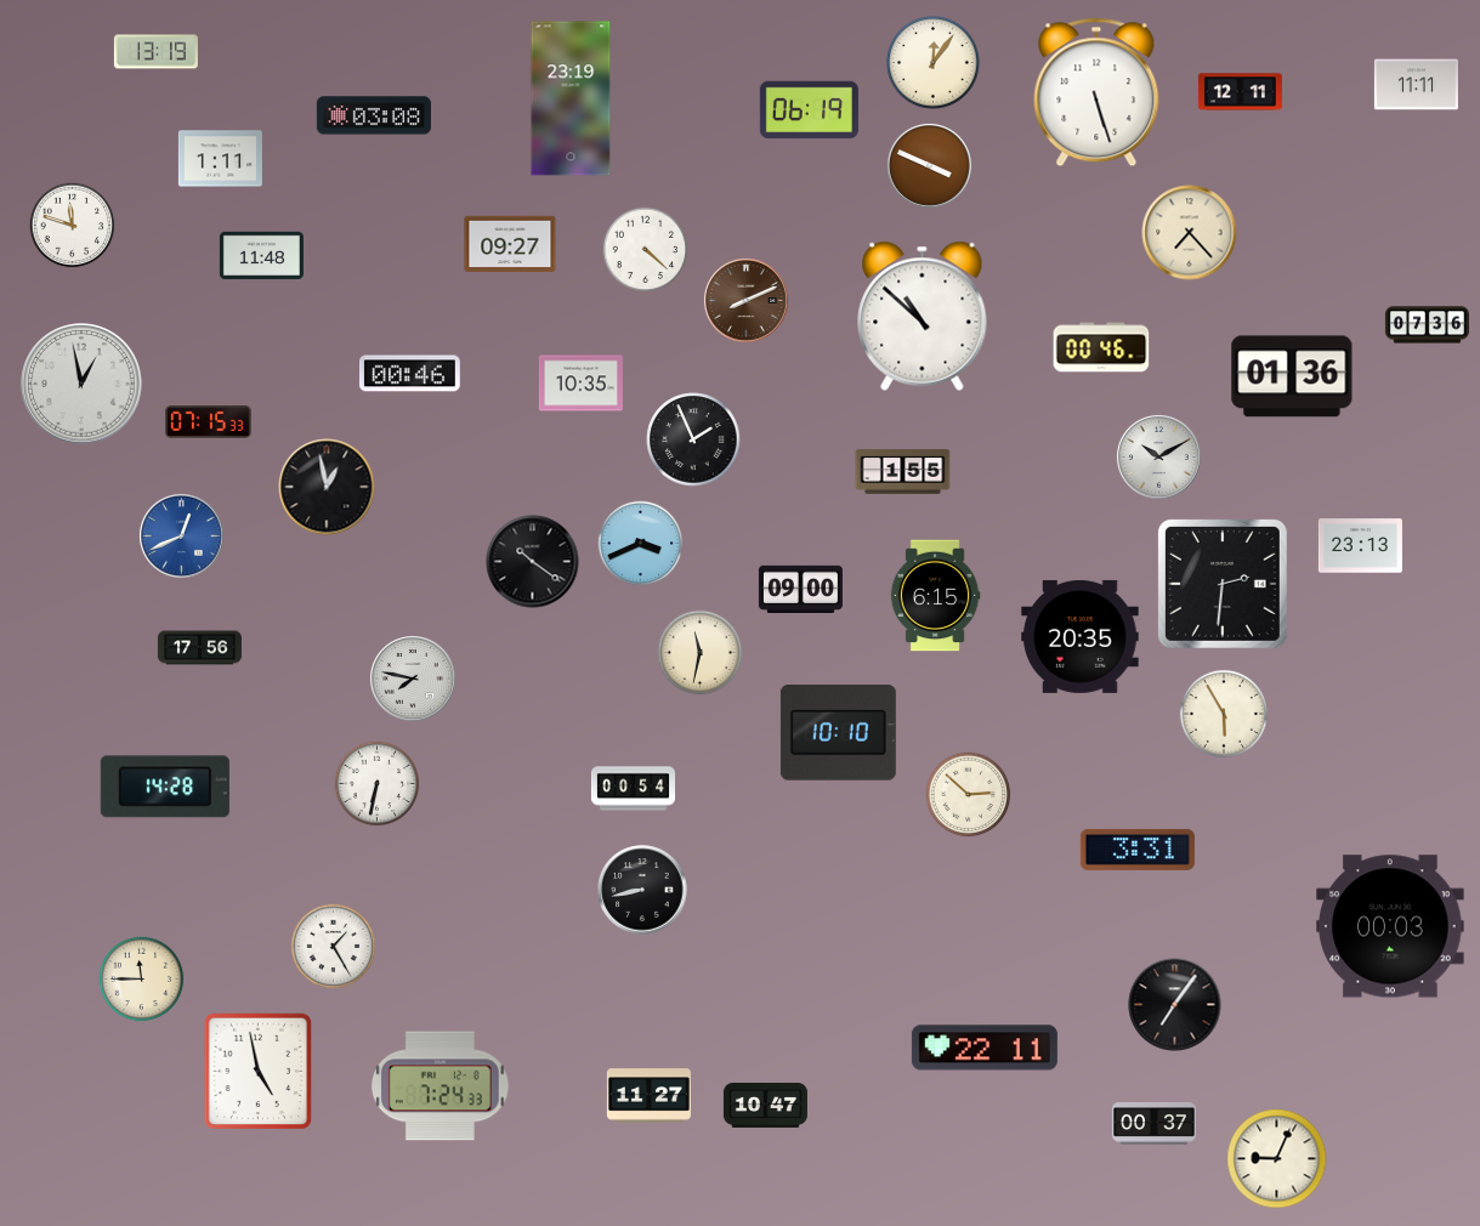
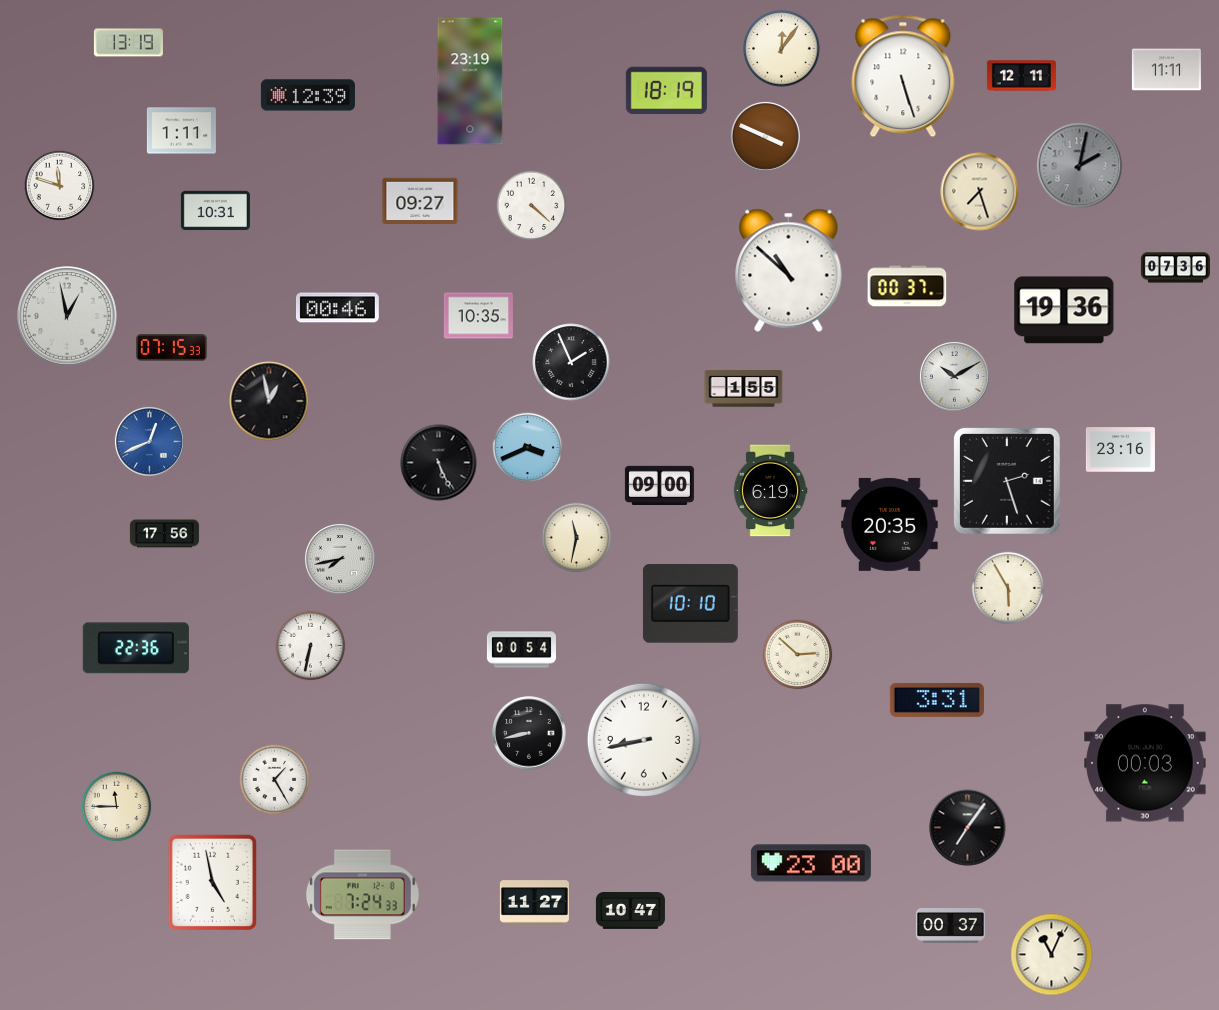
clock at (934, 63) position: (934, 63) -> (782, 49)
clock at (809, 110): 06:19 -> 18:19
clock at (374, 115): 03:08 -> 12:39
clock at (1080, 166): none -> 2:02
clock at (1190, 233): 7:23 -> 7:27
clock at (261, 256): 11:48 -> 10:31
clock at (747, 301): 8:11 -> none
clock at (923, 316) position: (923, 316) -> (789, 270)
clock at (1101, 347): 00:46 -> 00:37
clock at (1292, 376): 01:36 -> 19:36
clock at (1360, 546): 23:13 -> 23:16
clock at (533, 562): 10:21 -> 5:26
clock at (1223, 584): 2:31 -> 2:27
clock at (935, 596): 6:15 -> 6:19
clock at (414, 680): 7:47 -> 7:43
clock at (165, 787): 14:28 -> 22:36
clock at (644, 740): none -> 8:43
clock at (985, 1048): 22:11 -> 23:00
clock at (1277, 1159): 9:04 -> 11:04
